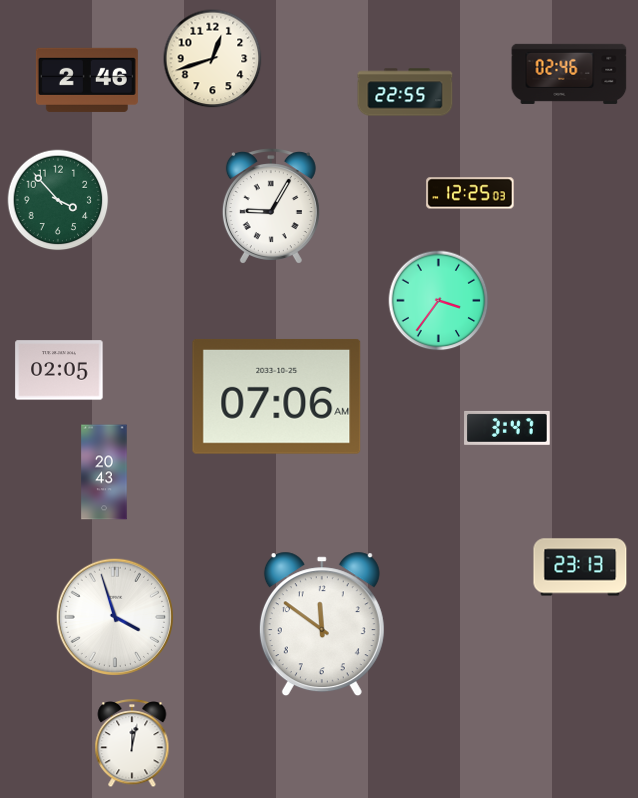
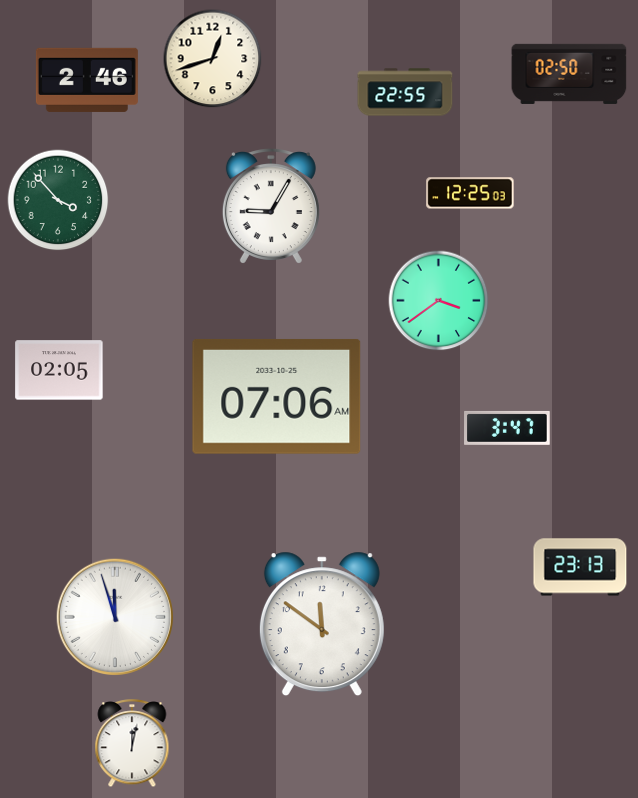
clock at (569, 74): 02:46 -> 02:50
clock at (439, 301): 3:36 -> 3:39
clock at (104, 472): 20:43 -> none
clock at (114, 616): 3:57 -> 11:57
